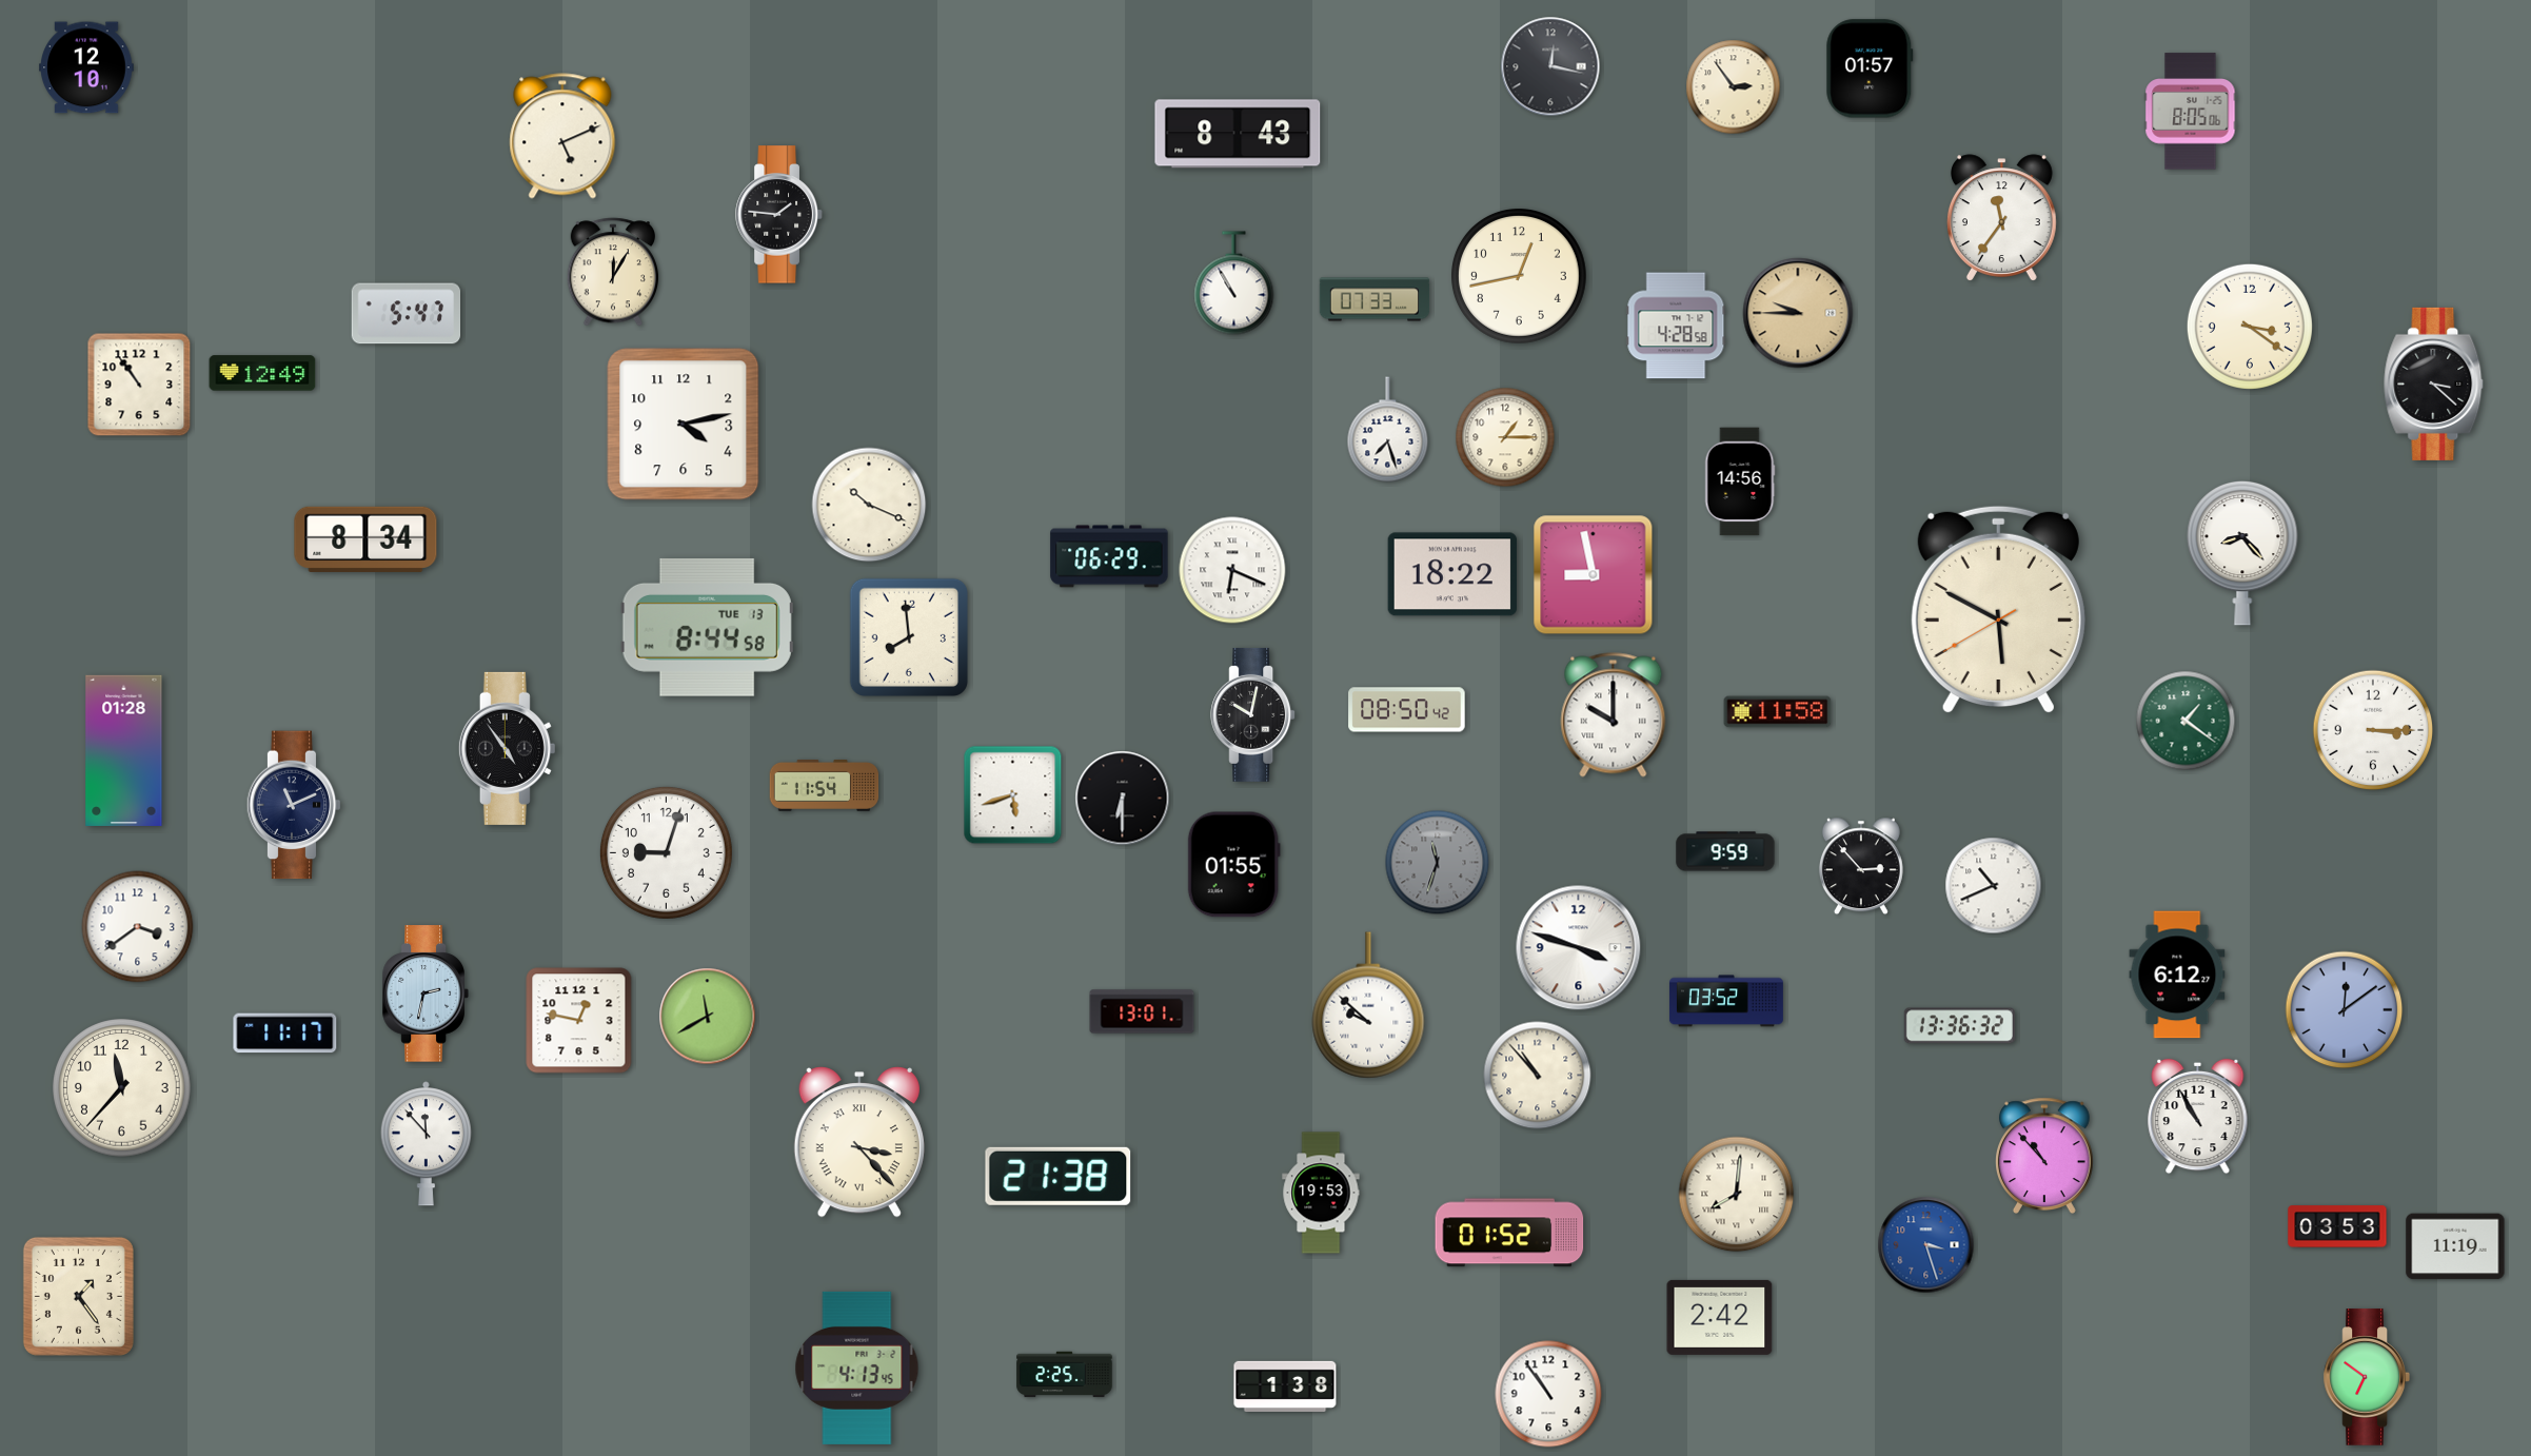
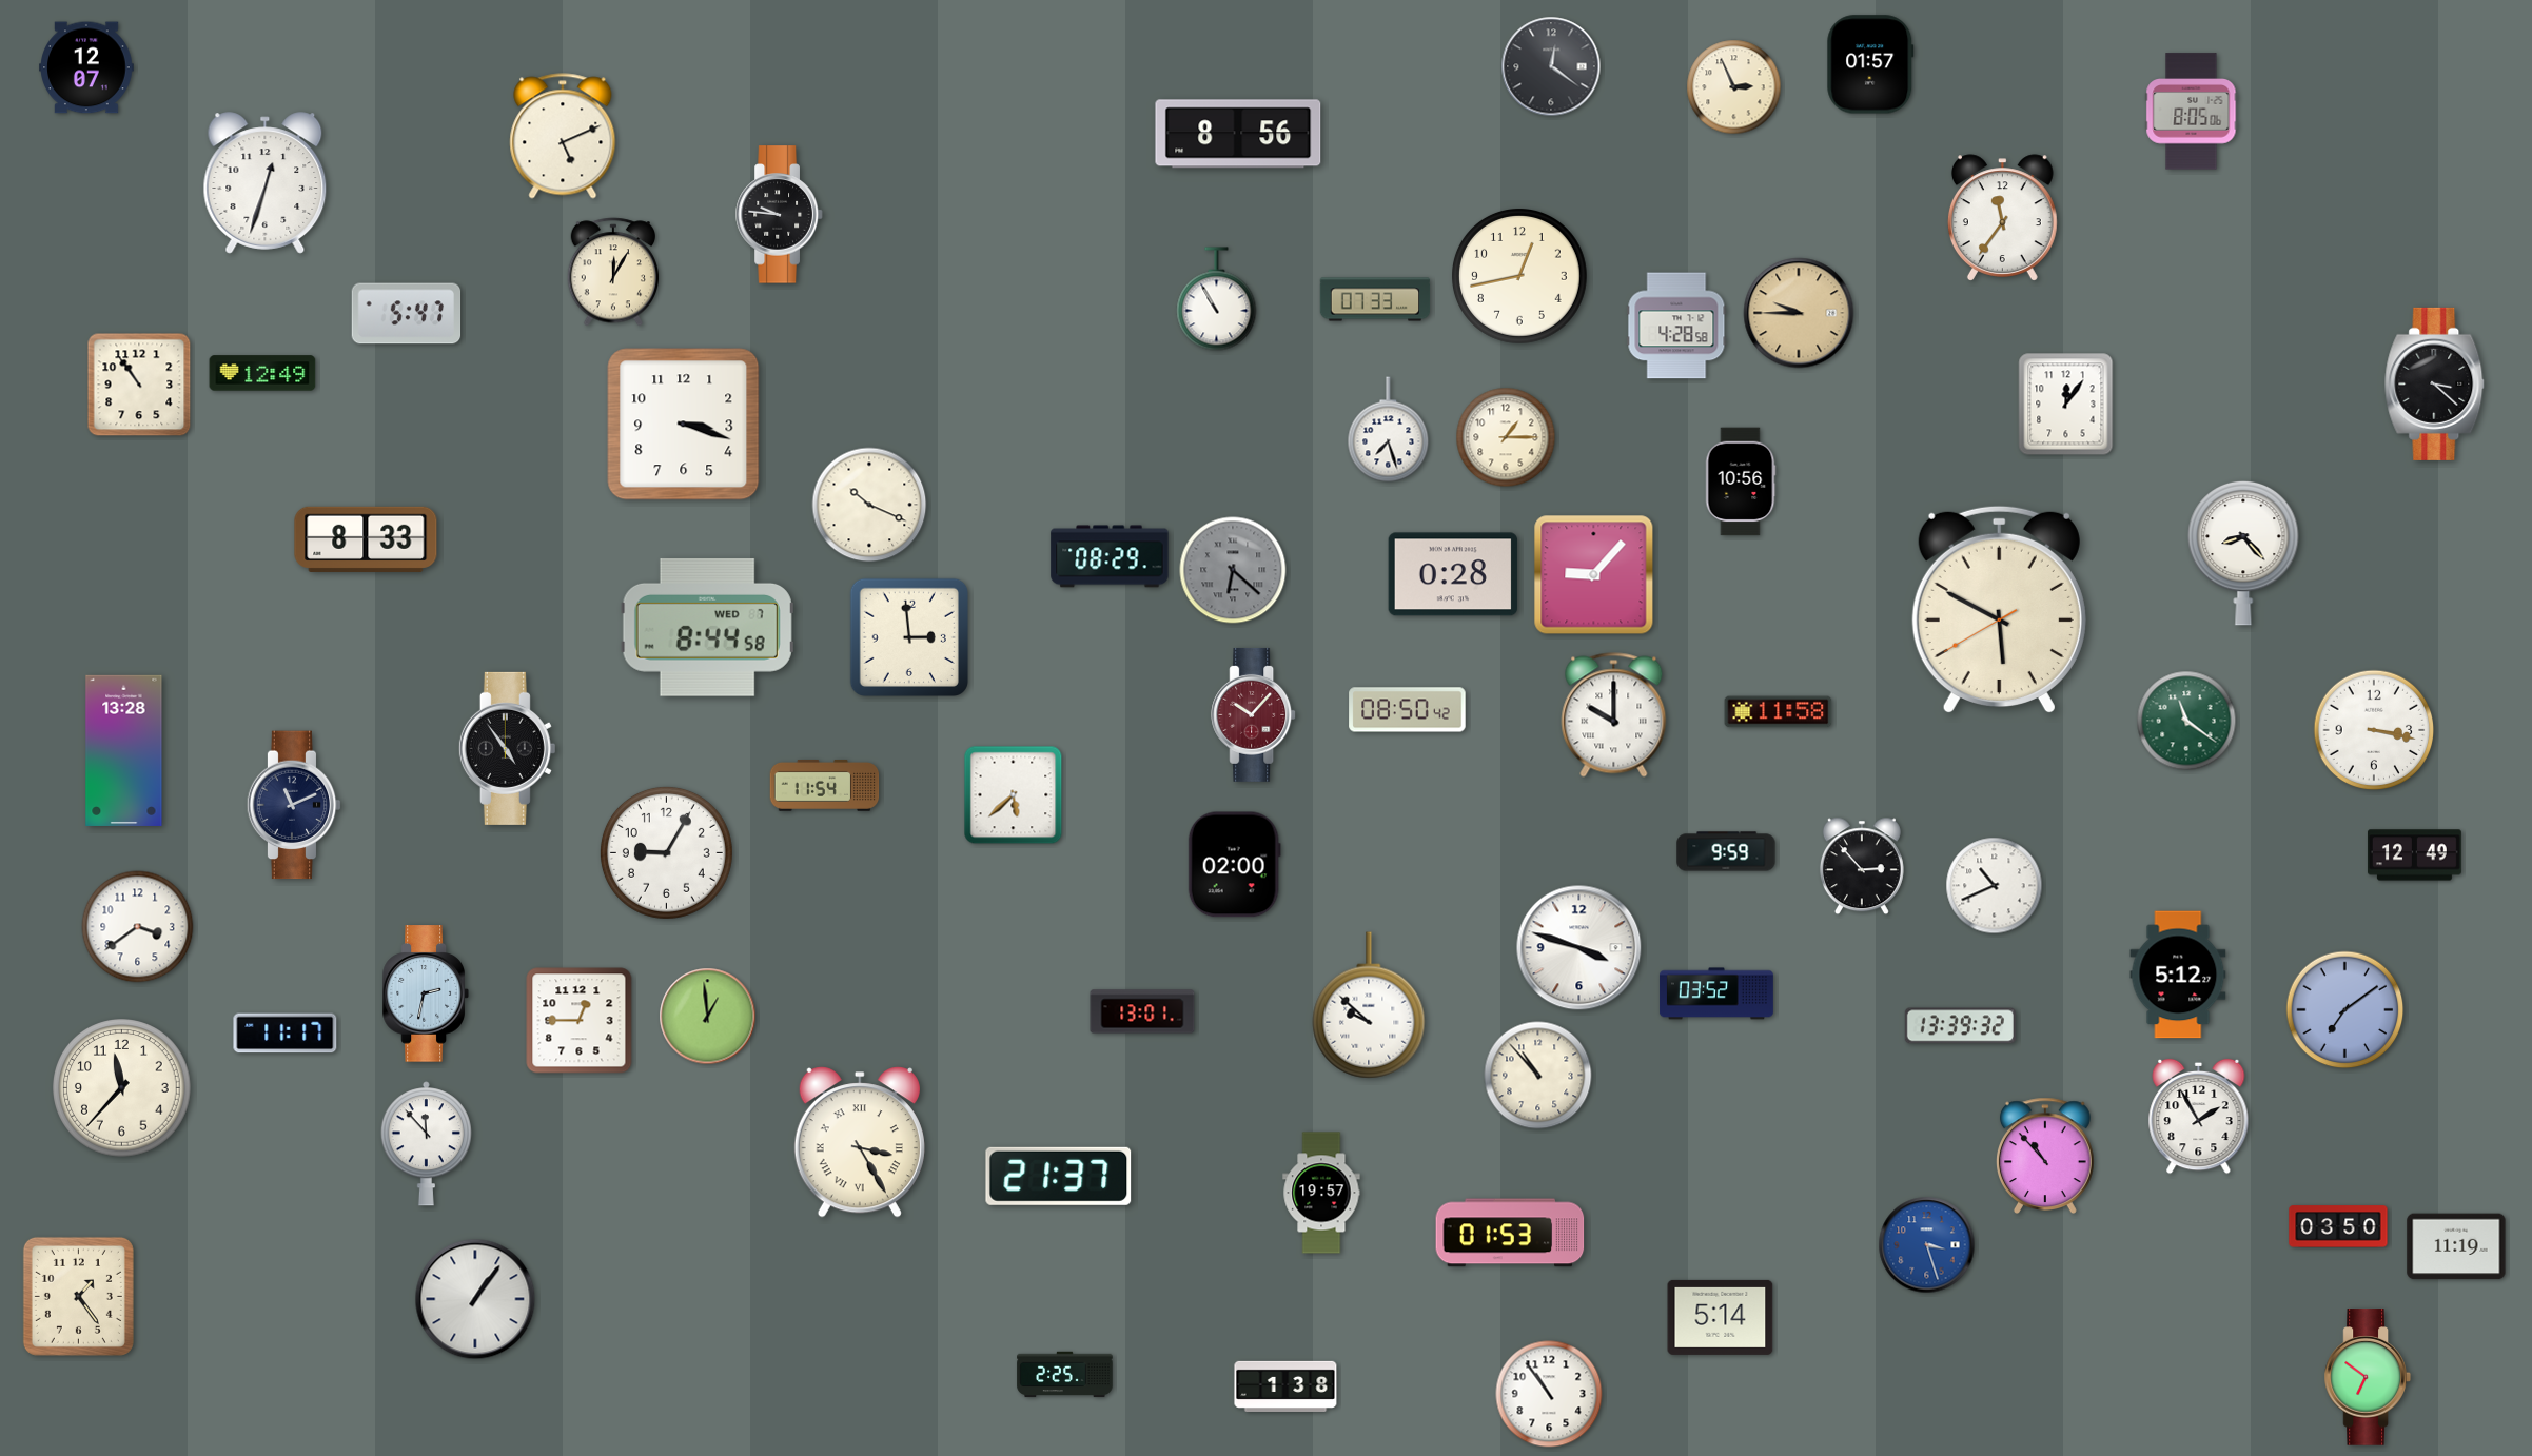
clock at (1550, 66): 12:17 -> 12:21
clock at (86, 67): 12:10 -> 12:07
clock at (1870, 68) position: (1870, 68) -> (1870, 64)
clock at (1734, 87): 2:54 -> 2:56
clock at (1238, 134): 8:43 -> 8:56
clock at (266, 183): none -> 12:33
clock at (779, 215): 1:46 -> 9:46
clock at (1234, 283) position: (1234, 283) -> (1217, 299)
clock at (2250, 327): 3:21 -> none
clock at (2066, 405): none -> 12:06
clock at (684, 425): 4:13 -> 3:18
clock at (1740, 481): 14:56 -> 10:56
clock at (365, 539): 8:34 -> 8:33
clock at (1109, 556): 06:29 -> 08:29
clock at (1232, 570): 6:19 -> 6:22
clock at (1232, 570) dial: white -> grey
clock at (1452, 574): 18:22 -> 0:28
clock at (1594, 575): 8:58 -> 9:07
clock at (707, 627) date: TUE 13 -> WED 7
clock at (908, 636): 7:59 -> 2:59
clock at (1253, 714): 10:02 -> 10:07
clock at (1253, 714) dial: black -> burgundy
clock at (2186, 721): 1:21 -> 11:21
clock at (2373, 730): 3:15 -> 3:17
clock at (124, 750): 01:28 -> 13:28
clock at (1013, 795): 5:42 -> 5:38
clock at (1123, 799): 6:30 -> none
clock at (666, 852): 9:03 -> 9:05
clock at (2415, 855): none -> 12:49
clock at (1438, 863): 11:33 -> none
clock at (1233, 865): 01:55 -> 02:00
clock at (2177, 975): 6:12 -> 5:12
clock at (1726, 1001) position: (1726, 1001) -> (1716, 993)
clock at (2345, 1010): 12:09 -> 7:09
clock at (708, 1017): 11:40 -> 12:59
clock at (579, 1021): 12:47 -> 12:45
clock at (1959, 1026): 13:36 -> 13:39
clock at (2198, 1117): 10:55 -> 1:55
clock at (859, 1142): 3:23 -> 3:25
clock at (1059, 1176): 21:38 -> 21:37
clock at (1321, 1193): 19:53 -> 19:57
clock at (1737, 1195): 8:01 -> none
clock at (2337, 1226): 03:53 -> 03:50
clock at (1509, 1233): 01:52 -> 01:53
clock at (475, 1299): none -> 1:06
clock at (1720, 1317): 2:42 -> 5:14
clock at (857, 1368): 4:13 -> none
